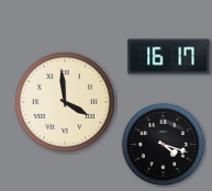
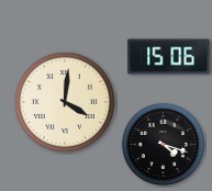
clock at (169, 57): 16:17 -> 15:06
clock at (65, 102): 3:59 -> 4:01
